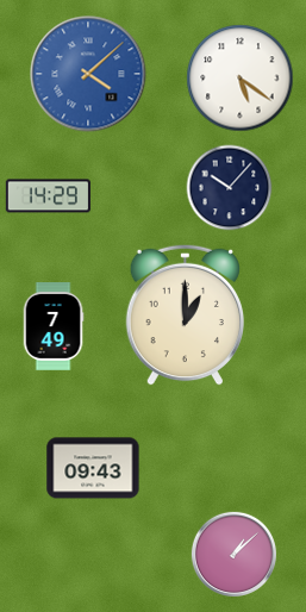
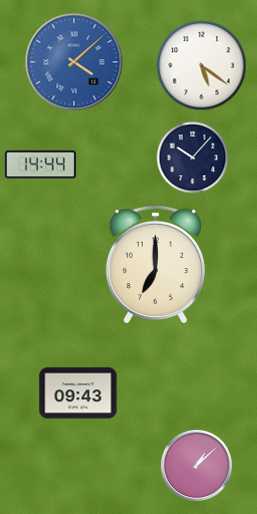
clock at (48, 196): 14:29 -> 14:44
clock at (185, 314): 1:00 -> 7:00
clock at (54, 326): 7:49 -> none
